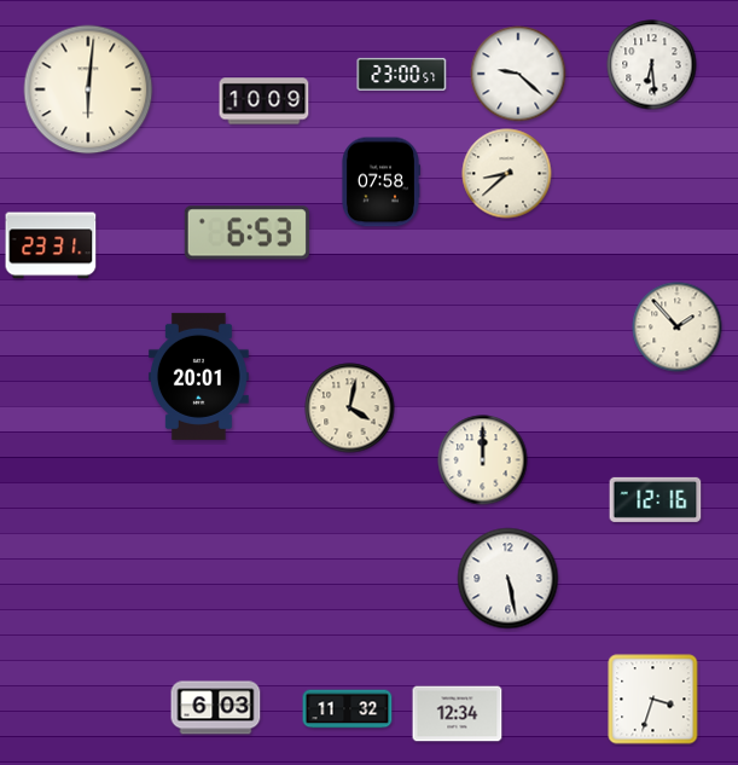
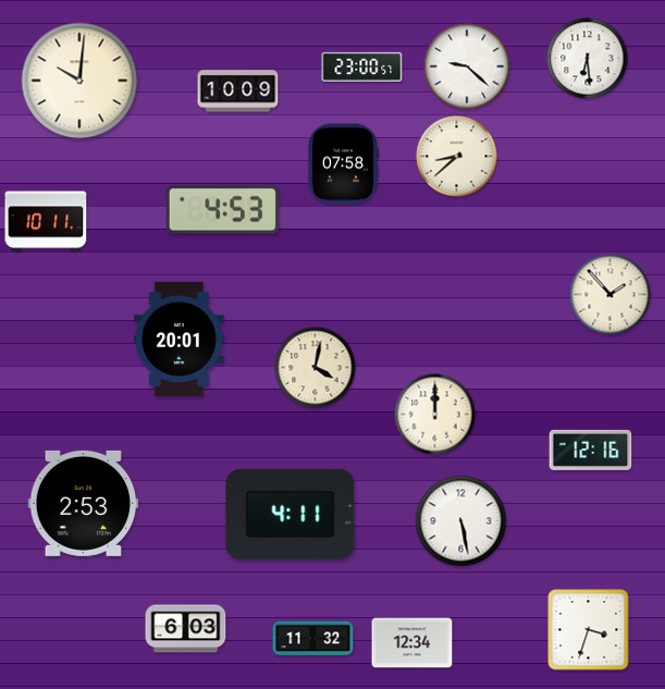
clock at (88, 89): 6:01 -> 10:01
clock at (246, 233): 6:53 -> 4:53
clock at (51, 245): 23:31 -> 10:11
clock at (84, 503): none -> 2:53
clock at (291, 514): none -> 4:11
clock at (509, 579) position: (509, 579) -> (461, 521)
clock at (216, 708) position: (216, 708) -> (186, 629)
